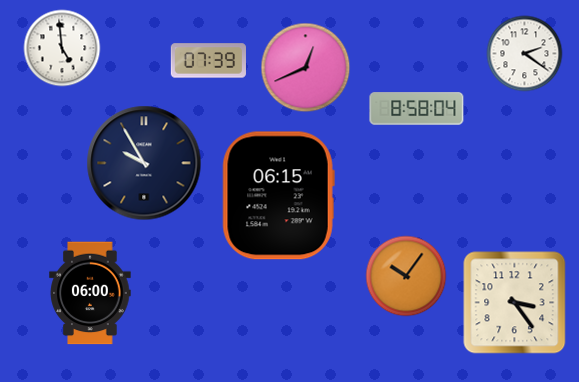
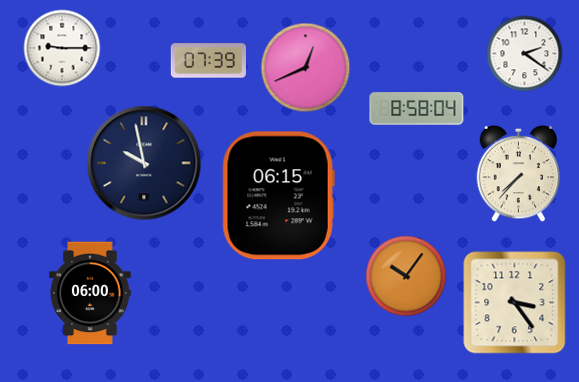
clock at (62, 48): 4:59 -> 9:15
clock at (144, 163): 9:55 -> 9:58
clock at (519, 174): none -> 7:37
